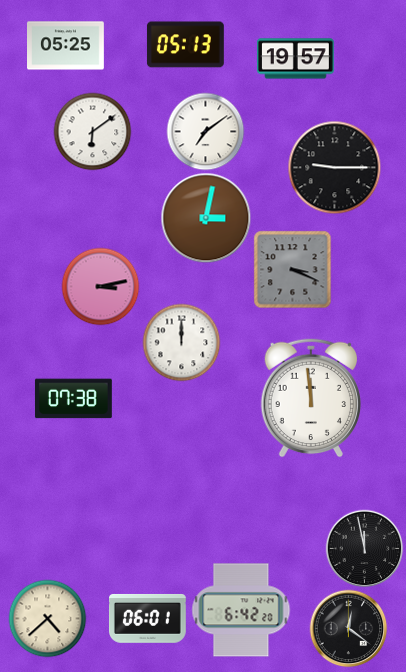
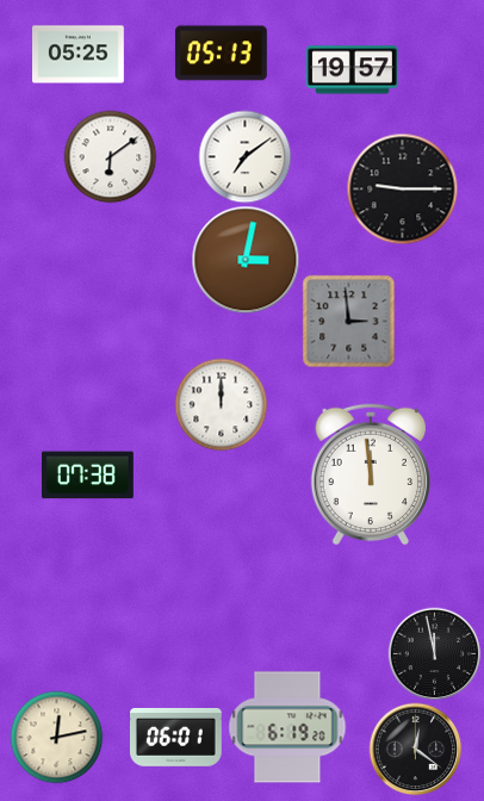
clock at (334, 167) position: (334, 167) -> (402, 188)
clock at (292, 269): 3:19 -> 2:59
clock at (100, 286): 3:13 -> none
clock at (181, 342) position: (181, 342) -> (221, 404)
clock at (241, 610): 6:42 -> 6:19
clock at (47, 618): 4:38 -> 12:13
